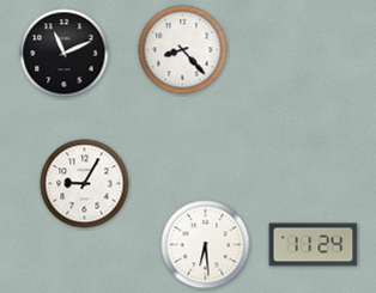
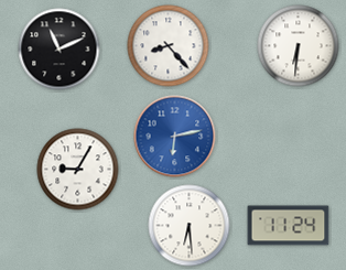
clock at (299, 46): none -> 6:31
clock at (175, 137): none -> 6:13
